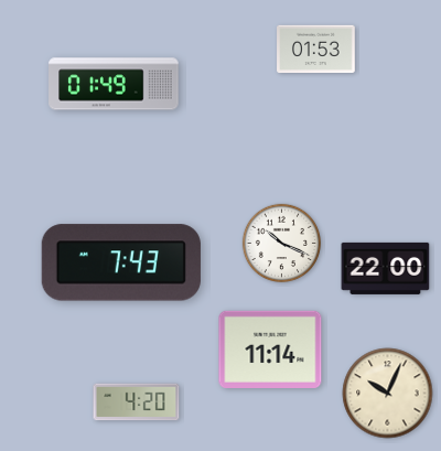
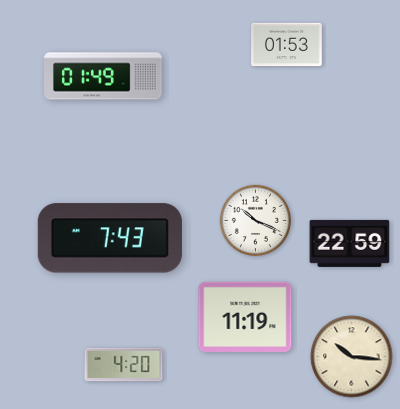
clock at (386, 268): 22:00 -> 22:59
clock at (270, 350): 11:14 -> 11:19
clock at (388, 394): 10:04 -> 10:16
